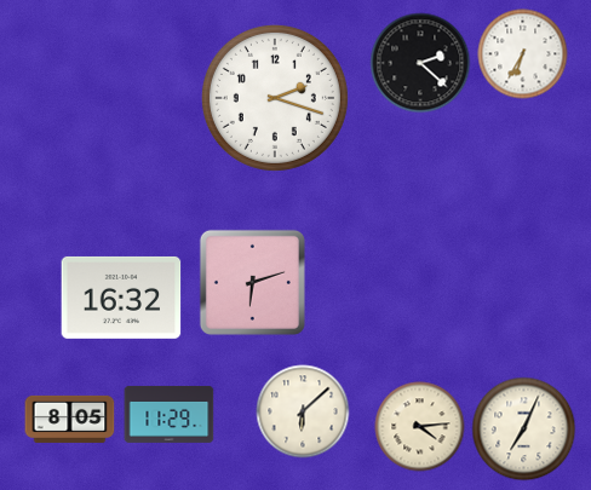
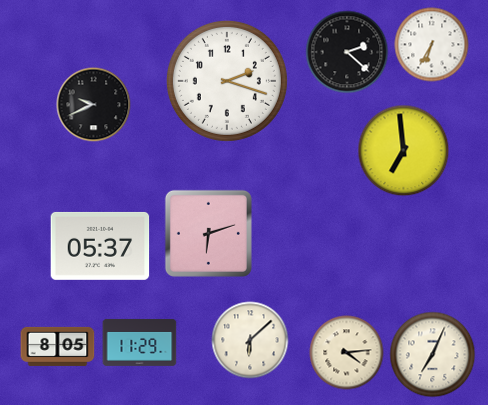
clock at (94, 105): none -> 9:41
clock at (404, 151): none -> 6:59
clock at (121, 298): 16:32 -> 05:37
